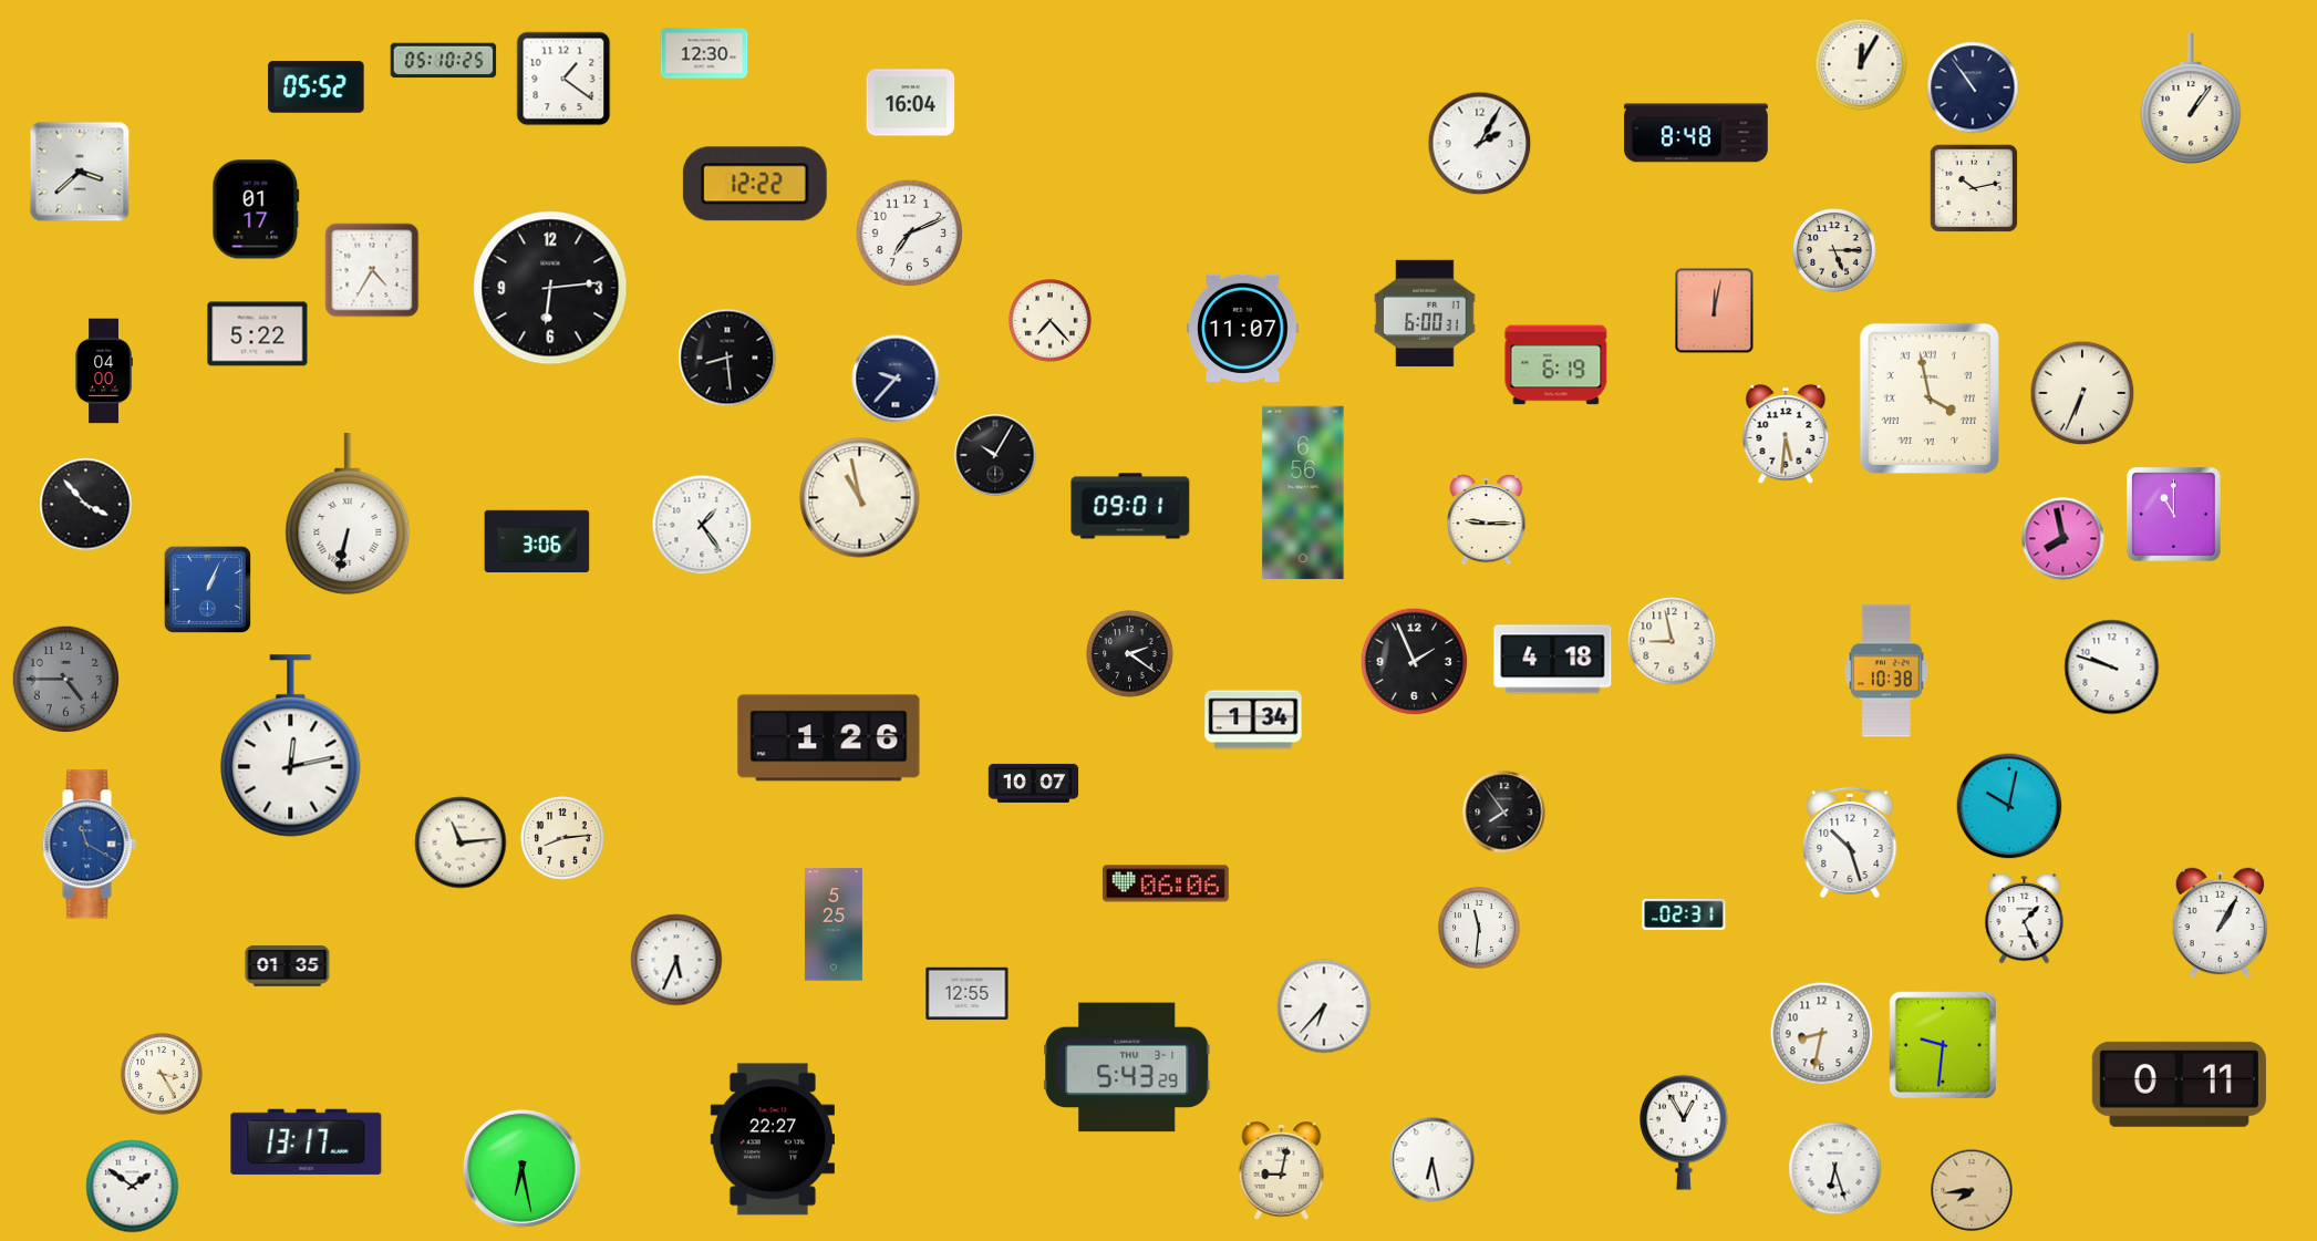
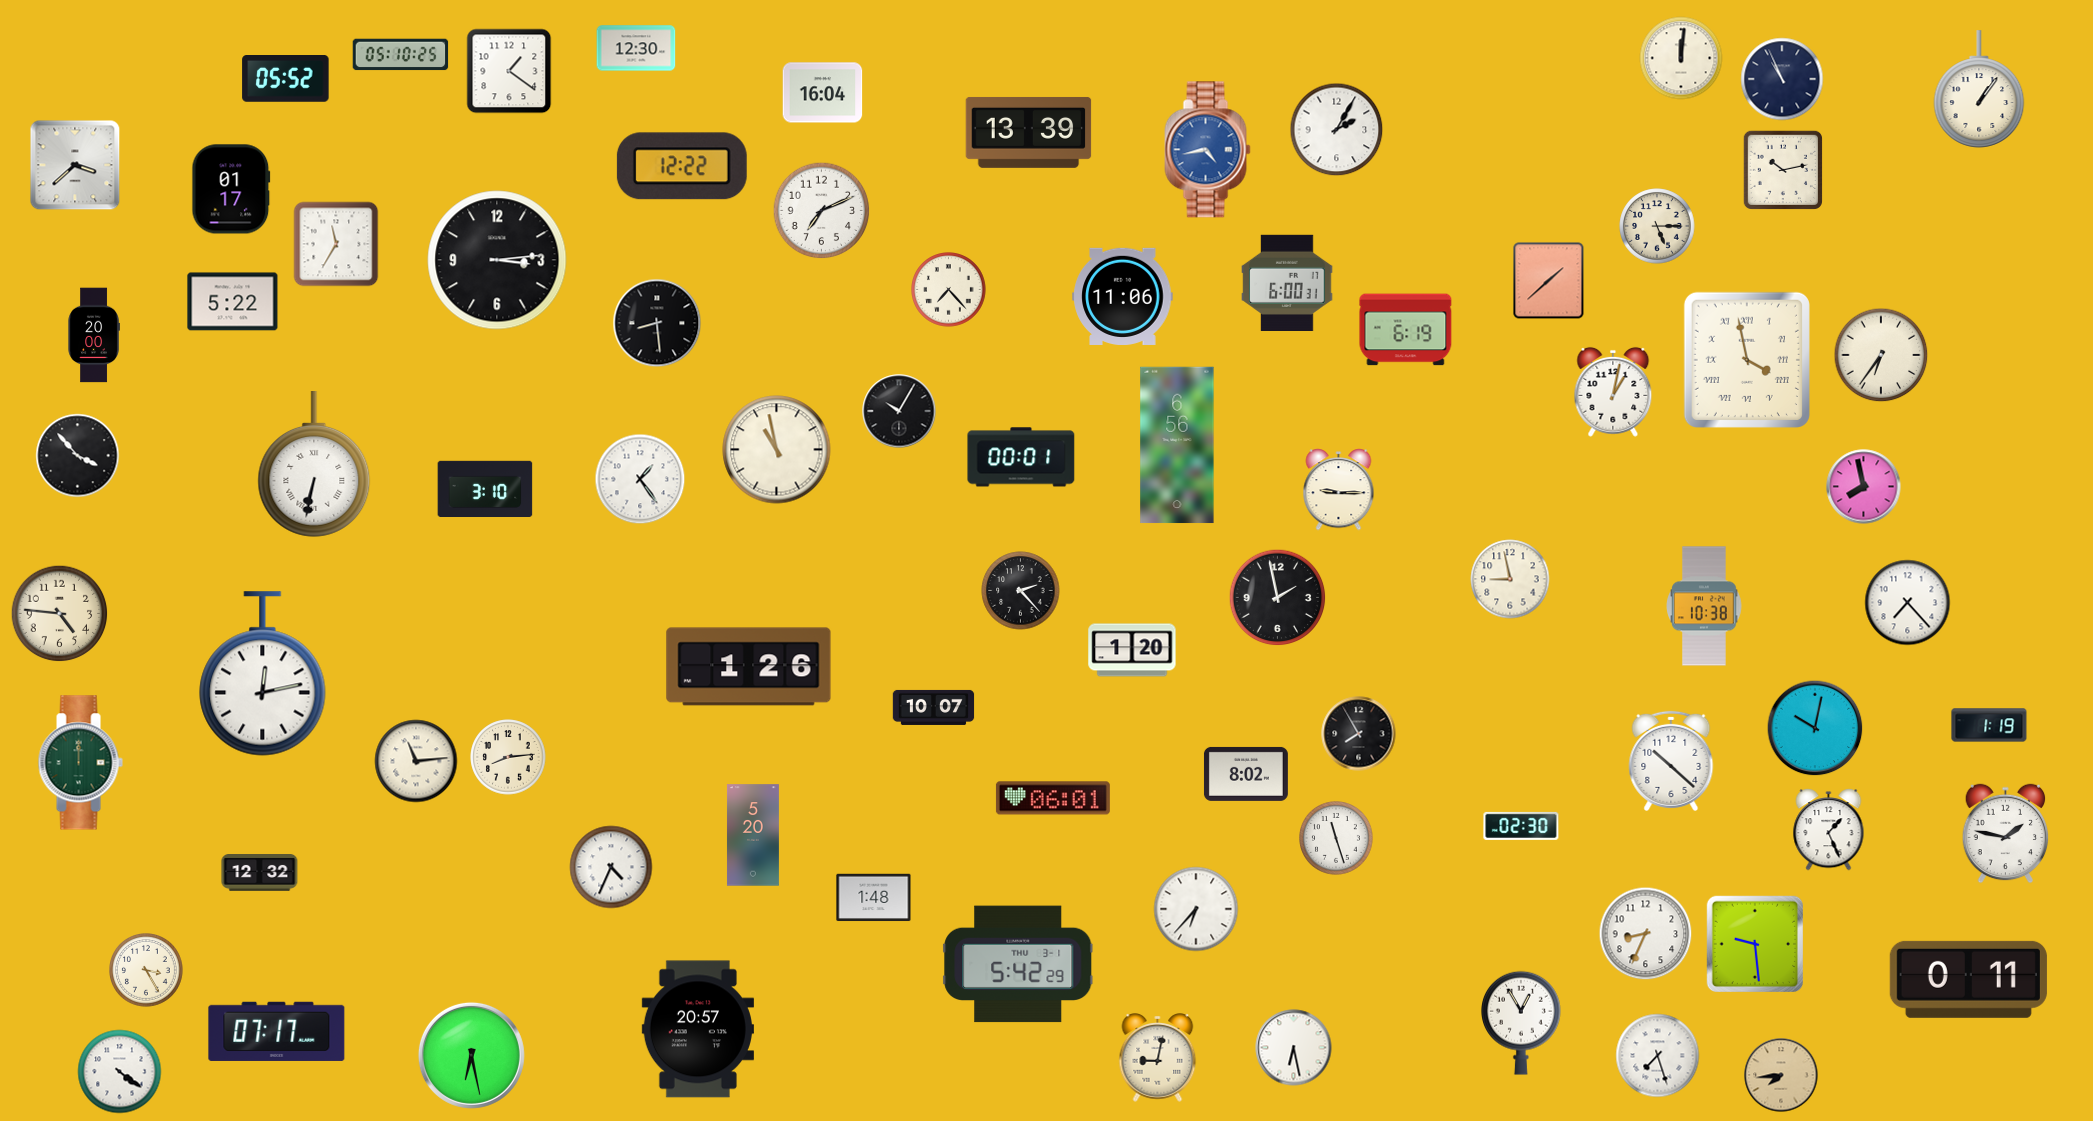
clock at (1861, 64): 12:05 -> 12:01
clock at (1973, 87): 10:54 -> 10:56
clock at (1696, 133): 8:48 -> none
clock at (1029, 132): none -> 13:39
clock at (1208, 150): none -> 4:43
clock at (80, 172) position: (80, 172) -> (75, 165)
clock at (372, 270): 4:35 -> 11:35
clock at (550, 288): 6:14 -> 3:14
clock at (1715, 311): 12:02 -> 1:38
clock at (1243, 328): 11:07 -> 11:06
clock at (104, 371): 04:00 -> 20:00
clock at (896, 379): 9:37 -> none
clock at (2082, 393): 6:34 -> 6:36
clock at (1930, 399) position: (1930, 399) -> (1747, 360)
clock at (1786, 434): 5:31 -> 1:02
clock at (1130, 506): 09:01 -> 00:01
clock at (2173, 514): 11:00 -> none
clock at (1487, 520) position: (1487, 520) -> (1339, 490)
clock at (702, 525) position: (702, 525) -> (640, 479)
clock at (537, 540): 3:06 -> 3:10
clock at (207, 589): 1:04 -> none
clock at (1130, 654): 2:21 -> 2:23
clock at (1553, 660): 4:18 -> none
clock at (1415, 662): 1:56 -> 1:58
clock at (2112, 668): 9:48 -> 7:23
clock at (66, 680): 4:45 -> 4:46
clock at (66, 680) dial: grey -> cream
clock at (1253, 720): 1:34 -> 1:20
clock at (1989, 725): none -> 1:19
clock at (1504, 813): 7:54 -> 7:55
clock at (1850, 842): 10:27 -> 10:22
clock at (89, 845): 11:20 -> 12:00
clock at (89, 845) dial: blue -> green
clock at (1246, 774): none -> 8:02
clock at (1166, 883): 06:06 -> 06:01
clock at (1684, 914): 02:31 -> 02:30
clock at (2221, 923): 1:05 -> 1:47
clock at (834, 924): 5:25 -> 5:20
clock at (1480, 929): 11:31 -> 11:27
clock at (676, 960): 5:34 -> 4:34
clock at (288, 966): 01:35 -> 12:32
clock at (968, 994): 12:55 -> 1:48
clock at (1822, 1034): 8:32 -> 8:34
clock at (1942, 1044): 9:31 -> 9:29
clock at (1127, 1067): 5:43 -> 5:42
clock at (773, 1139): 22:27 -> 20:57
clock at (307, 1141): 13:17 -> 07:17
clock at (1835, 1169): 6:27 -> 7:27
clock at (133, 1187): 1:51 -> 4:21
